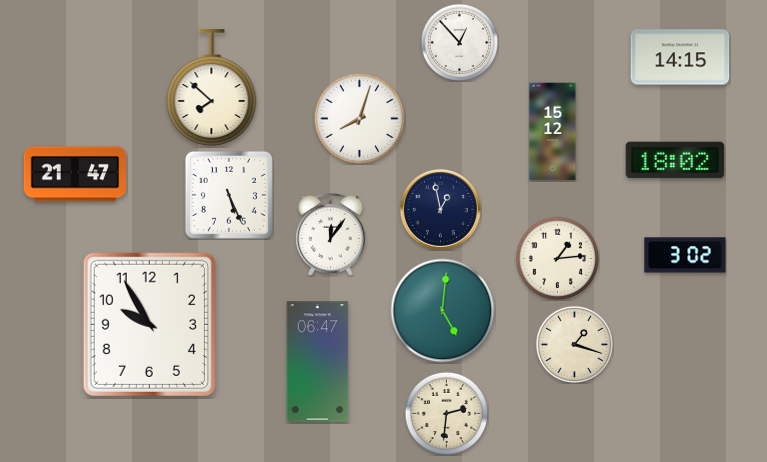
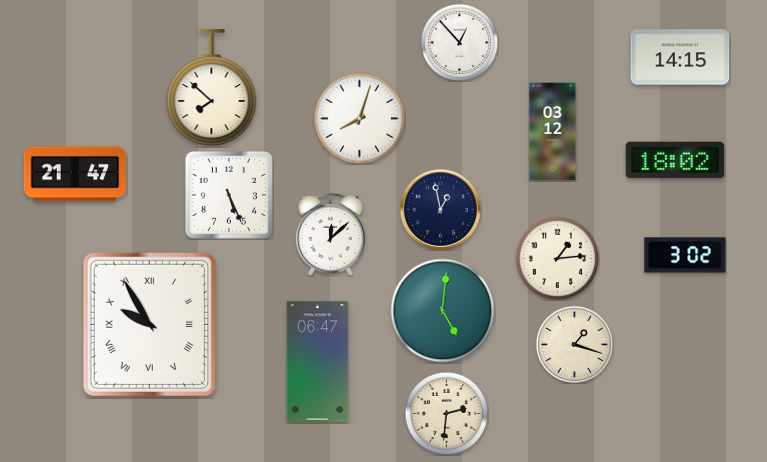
clock at (553, 132): 15:12 -> 03:12
clock at (331, 235): 12:06 -> 12:08
clock at (149, 324) numerals: Arabic -> Roman
